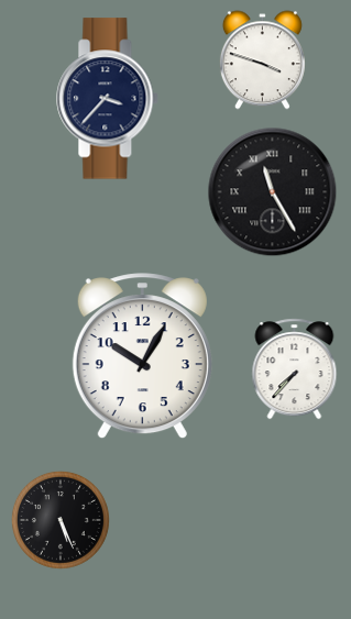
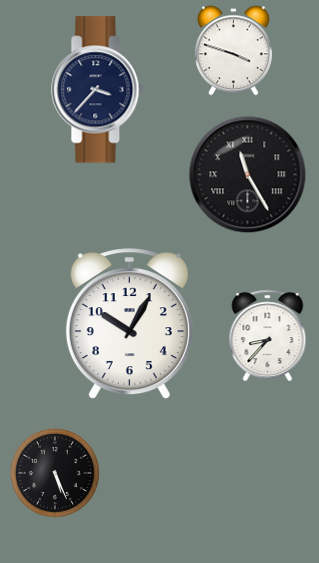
clock at (262, 60) position: (262, 60) -> (233, 51)
clock at (295, 369): 7:37 -> 8:37
